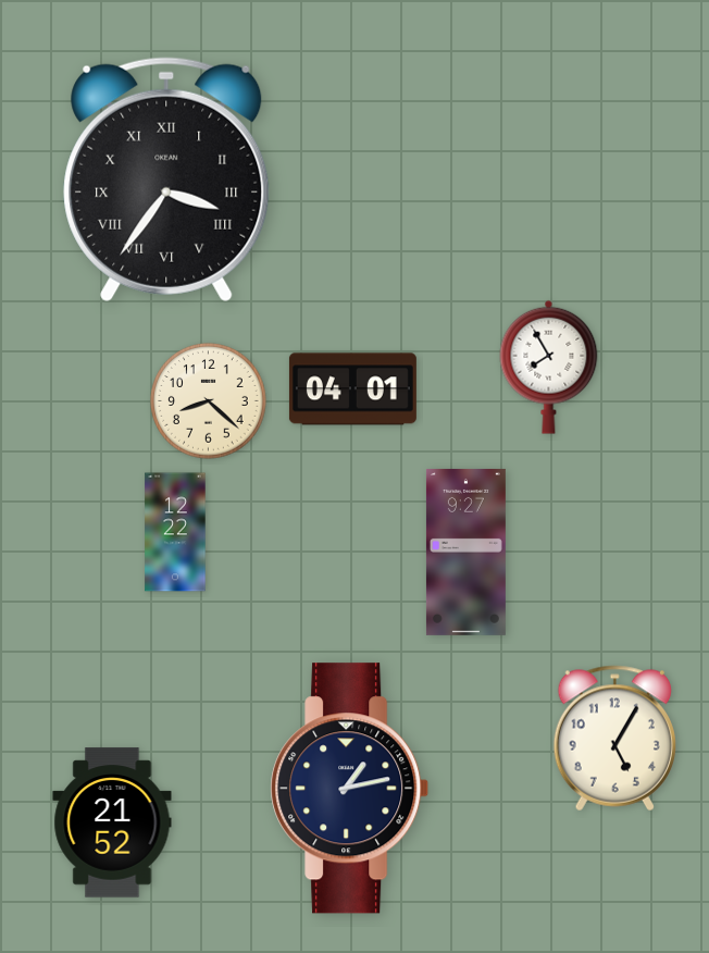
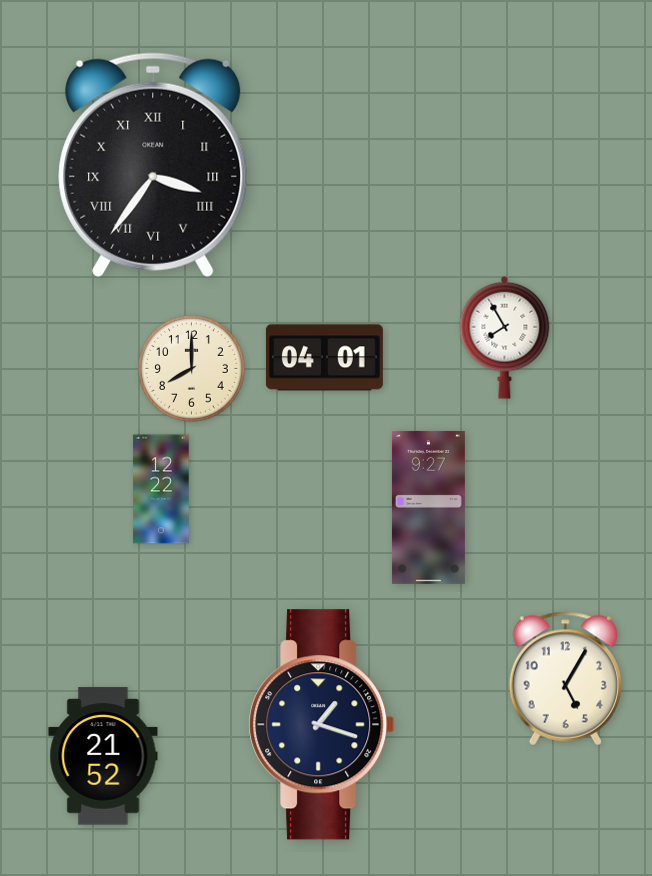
clock at (209, 401): 8:22 -> 8:00
clock at (350, 789): 1:13 -> 1:18
